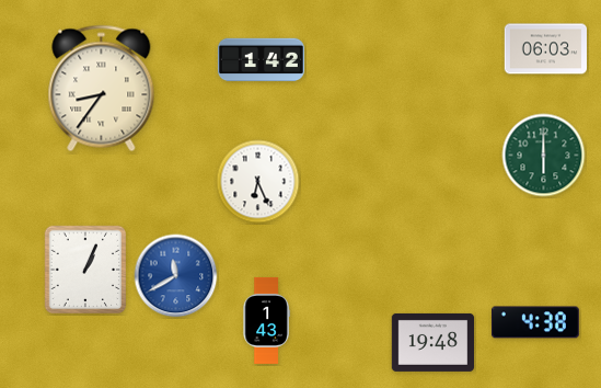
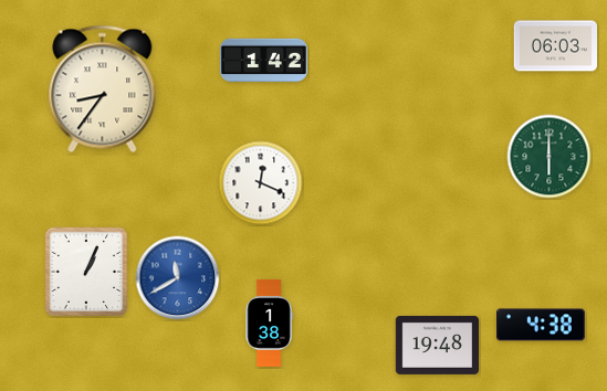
clock at (545, 49) position: (545, 49) -> (555, 46)
clock at (258, 182): 6:26 -> 12:19
clock at (266, 320): 1:43 -> 1:38
